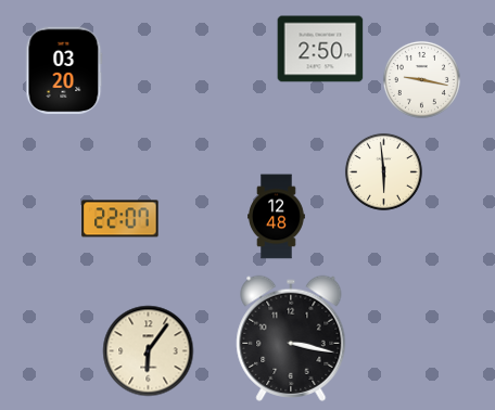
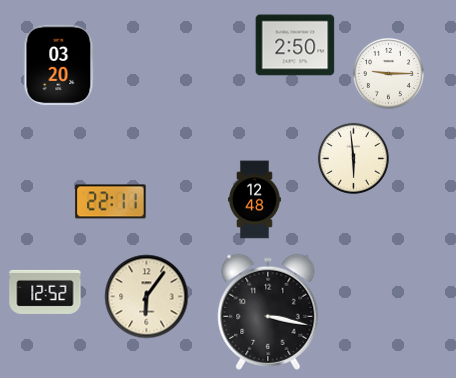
clock at (421, 79): 9:17 -> 9:15
clock at (120, 219): 22:07 -> 22:11
clock at (45, 292): none -> 12:52
clock at (149, 351) position: (149, 351) -> (147, 297)
